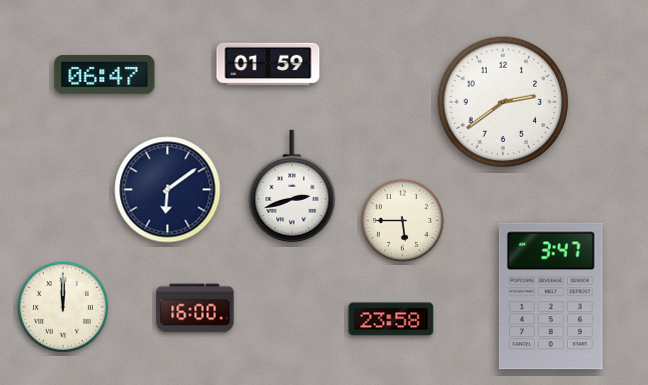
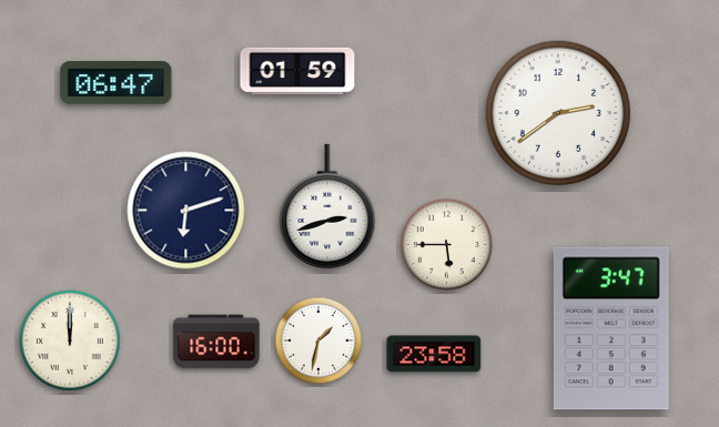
clock at (292, 186) position: (292, 186) -> (327, 206)
clock at (168, 190): 6:09 -> 6:12
clock at (318, 340): none -> 1:32
